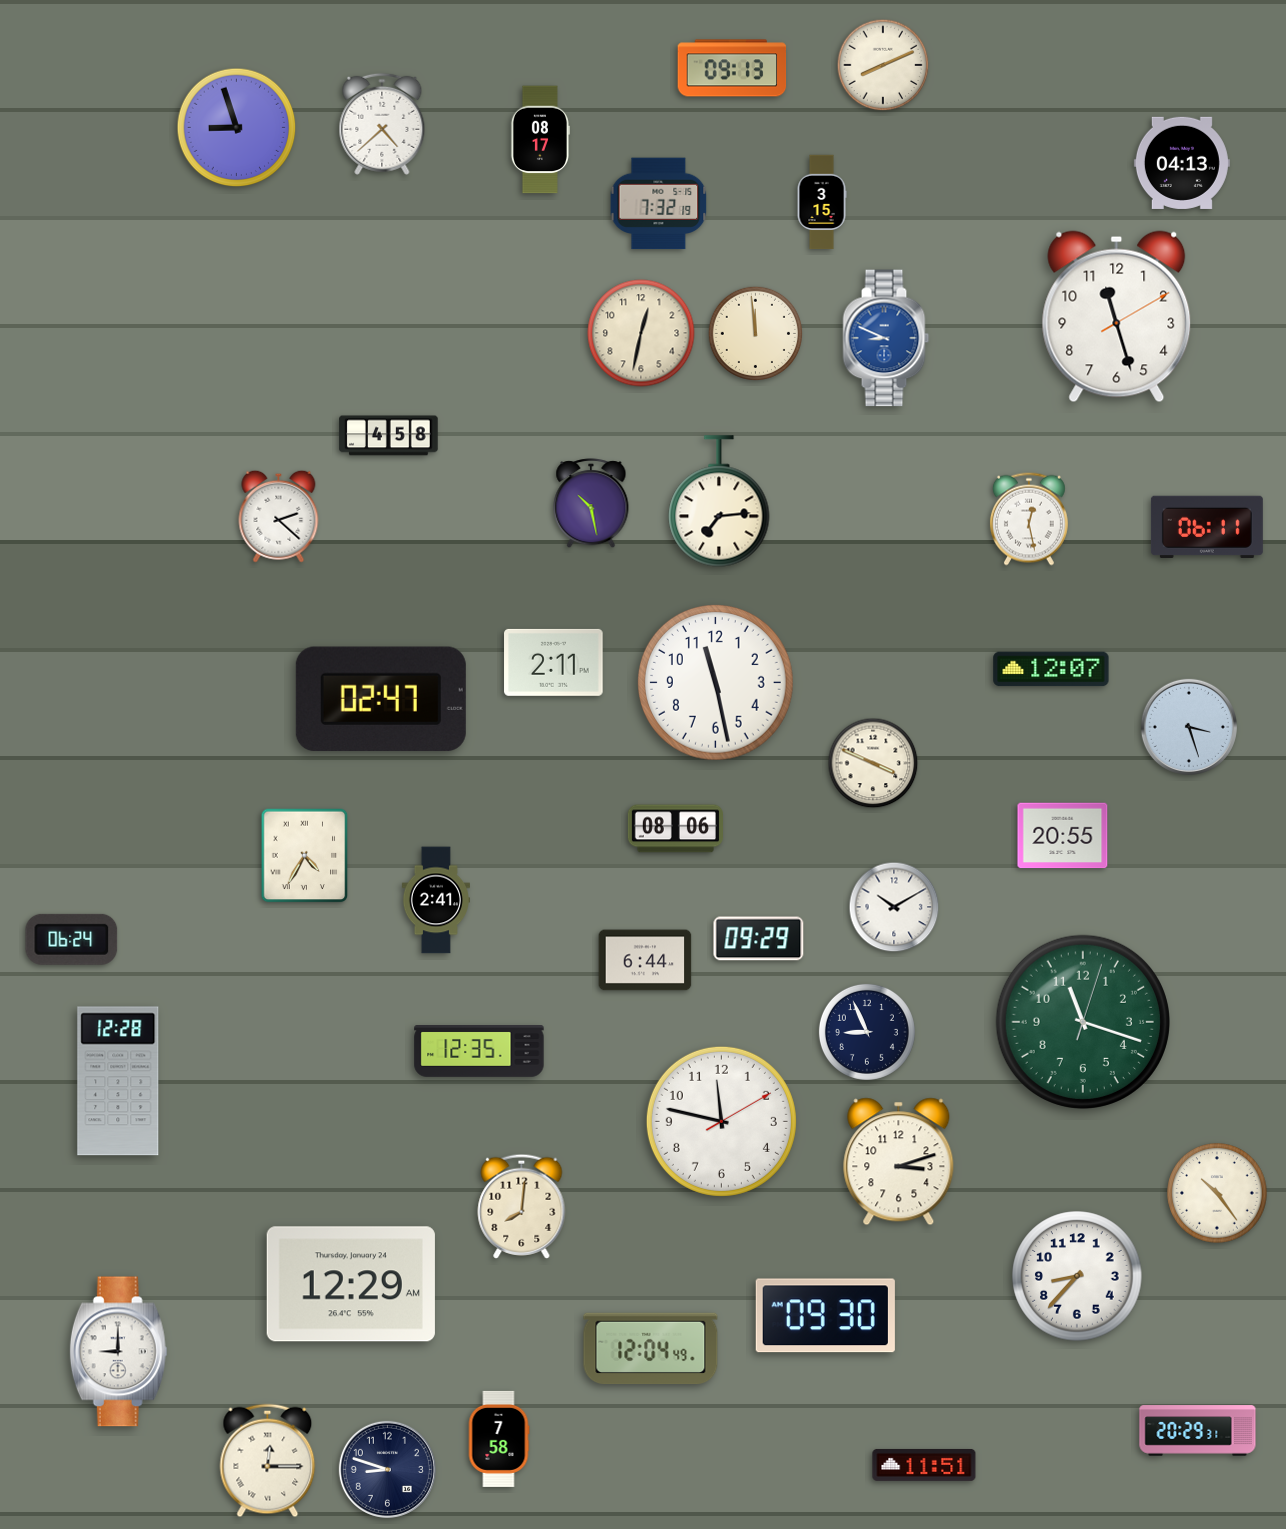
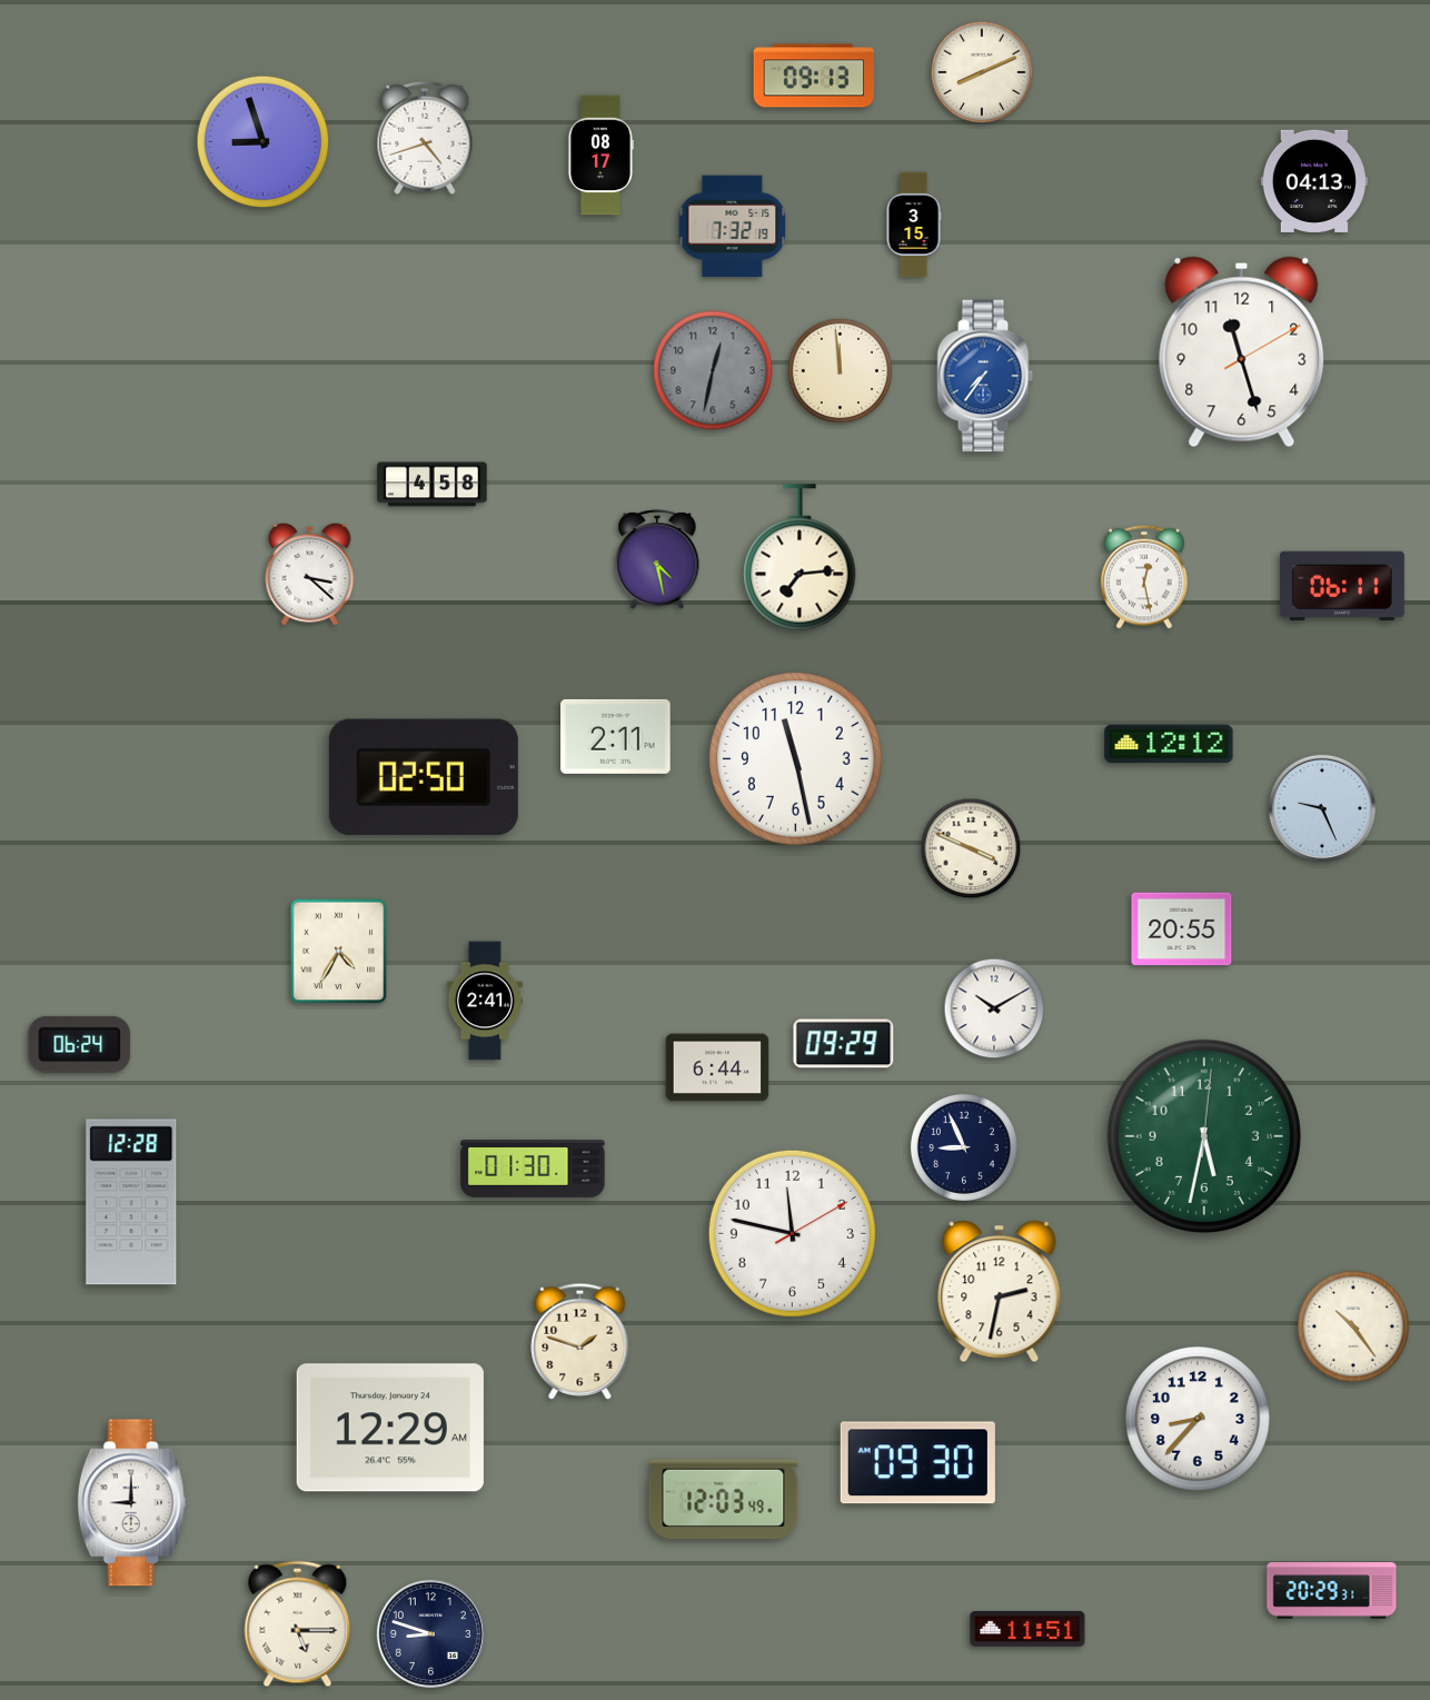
clock at (382, 124): 4:38 -> 4:42
clock at (641, 333) dial: cream -> grey
clock at (886, 338): 8:49 -> 7:36
clock at (591, 504): 10:28 -> 4:28
clock at (279, 516): 2:22 -> 3:22
clock at (1051, 669): 12:07 -> 12:12
clock at (381, 699): 02:47 -> 02:50
clock at (1189, 727): 3:27 -> 9:26
clock at (675, 829): 08:06 -> none
clock at (1083, 1022): 11:18 -> 5:32
clock at (479, 1052): 12:35 -> 01:30
clock at (721, 1121) position: (721, 1121) -> (792, 1233)
clock at (899, 1162): 3:12 -> 2:32
clock at (522, 1206): 8:01 -> 1:48
clock at (651, 1349): 12:04 -> 12:03
clock at (499, 1439): 7:58 -> none
clock at (268, 1461): 12:15 -> 5:15
